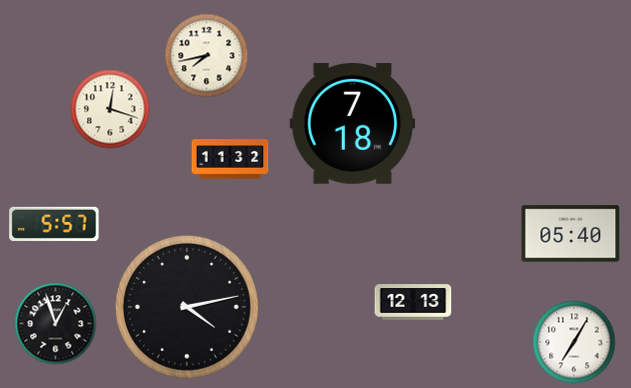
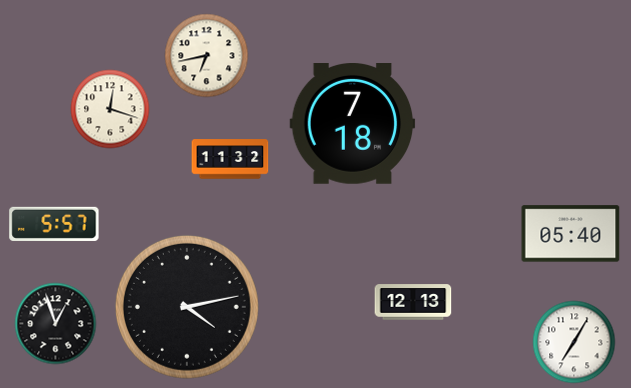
clock at (207, 56): 7:43 -> 6:43
